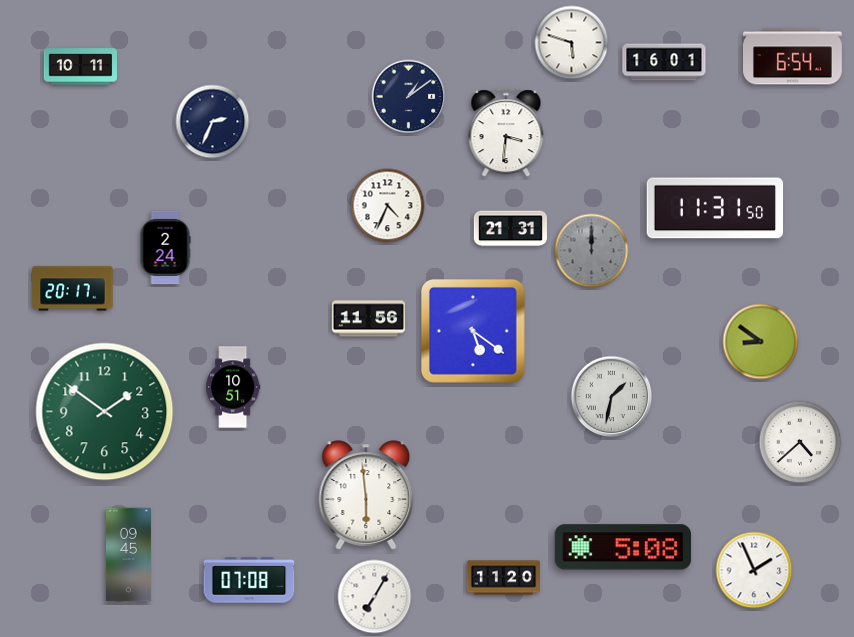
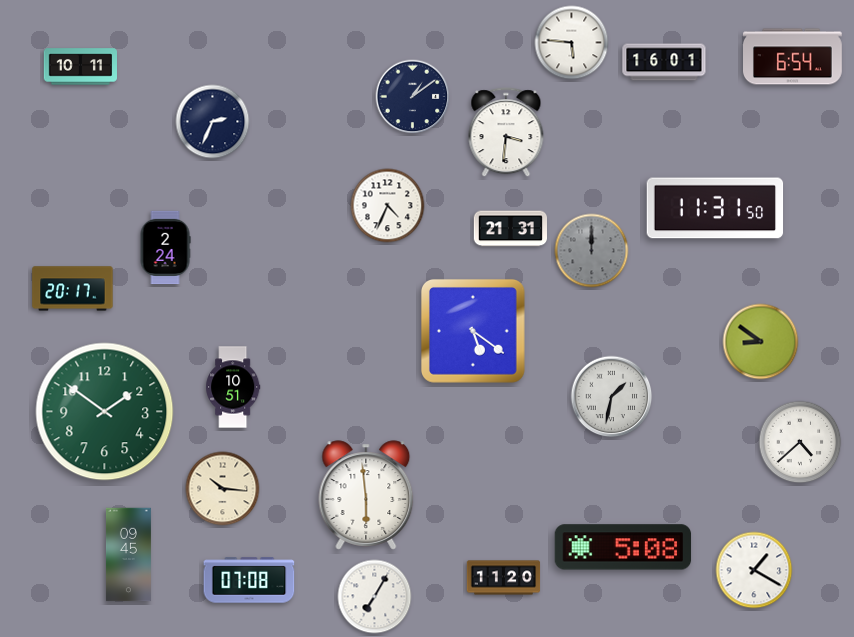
clock at (572, 43): 5:48 -> 5:46
clock at (409, 97) position: (409, 97) -> (413, 97)
clock at (369, 319): 11:56 -> none
clock at (223, 489): none -> 10:16
clock at (754, 570): 1:56 -> 1:20
